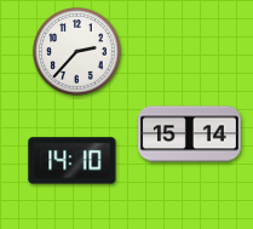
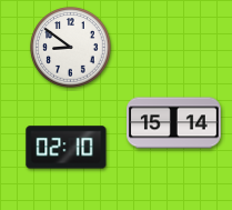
clock at (77, 52): 2:37 -> 8:51
clock at (73, 161): 14:10 -> 02:10
